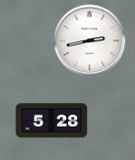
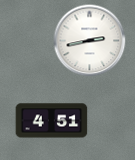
clock at (52, 121): 5:28 -> 4:51
